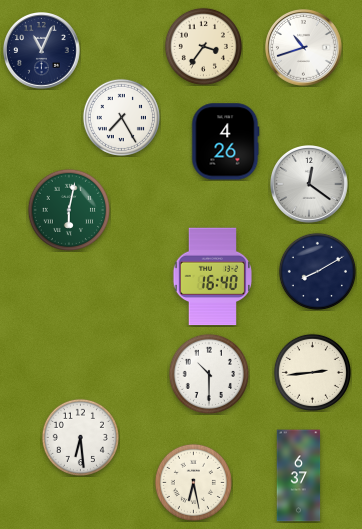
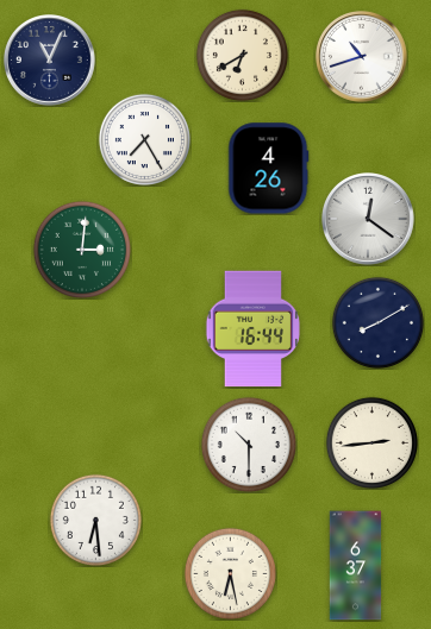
clock at (203, 46): 3:36 -> 6:40
clock at (68, 209): 6:02 -> 3:01
clock at (212, 277): 16:40 -> 16:44
